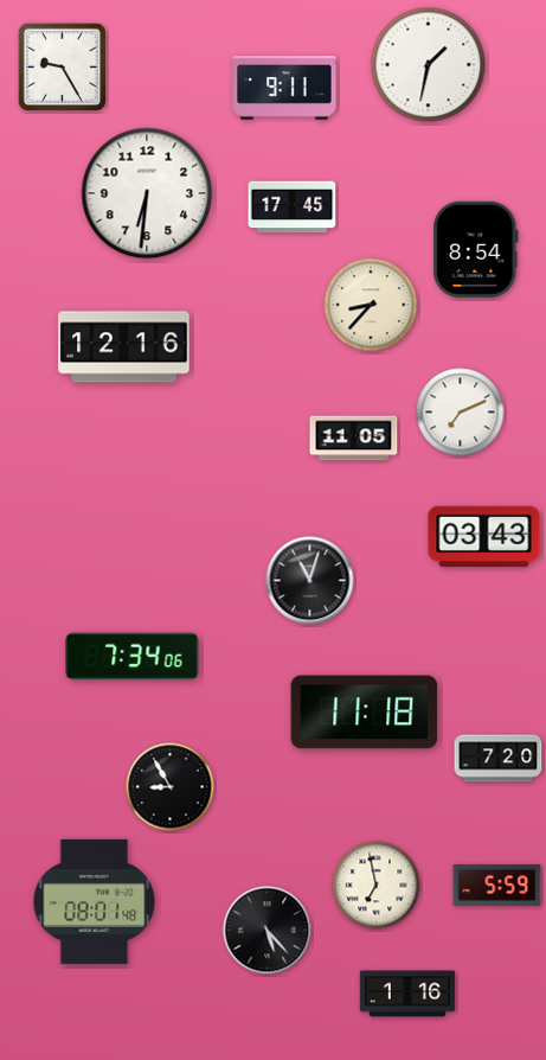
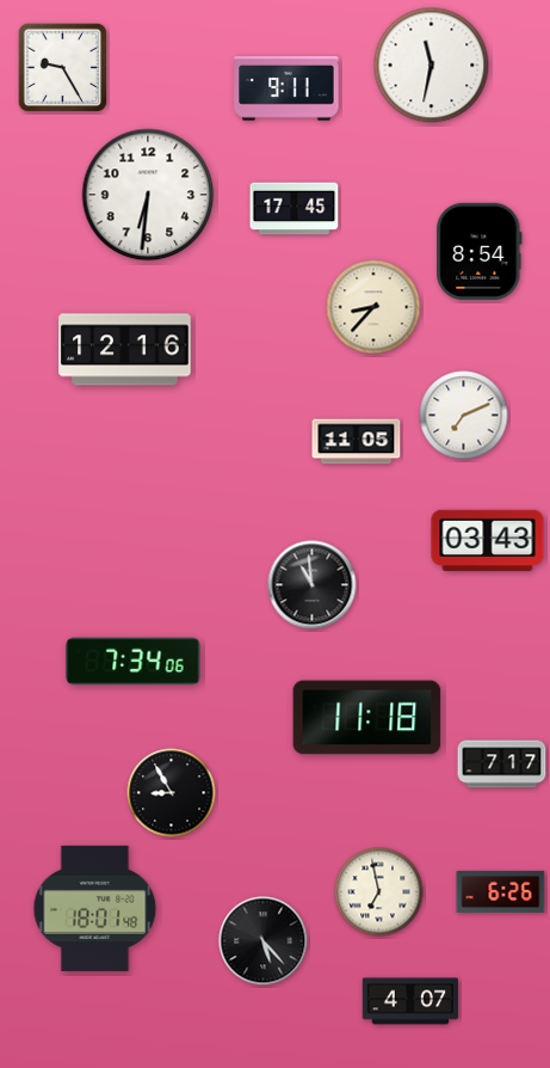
clock at (429, 65): 1:32 -> 11:32
clock at (310, 581): 11:03 -> 10:59
clock at (499, 759): 7:20 -> 7:17
clock at (497, 885): 5:59 -> 6:26
clock at (95, 901): 08:01 -> 18:01
clock at (268, 931) position: (268, 931) -> (264, 941)
clock at (407, 994): 1:16 -> 4:07
